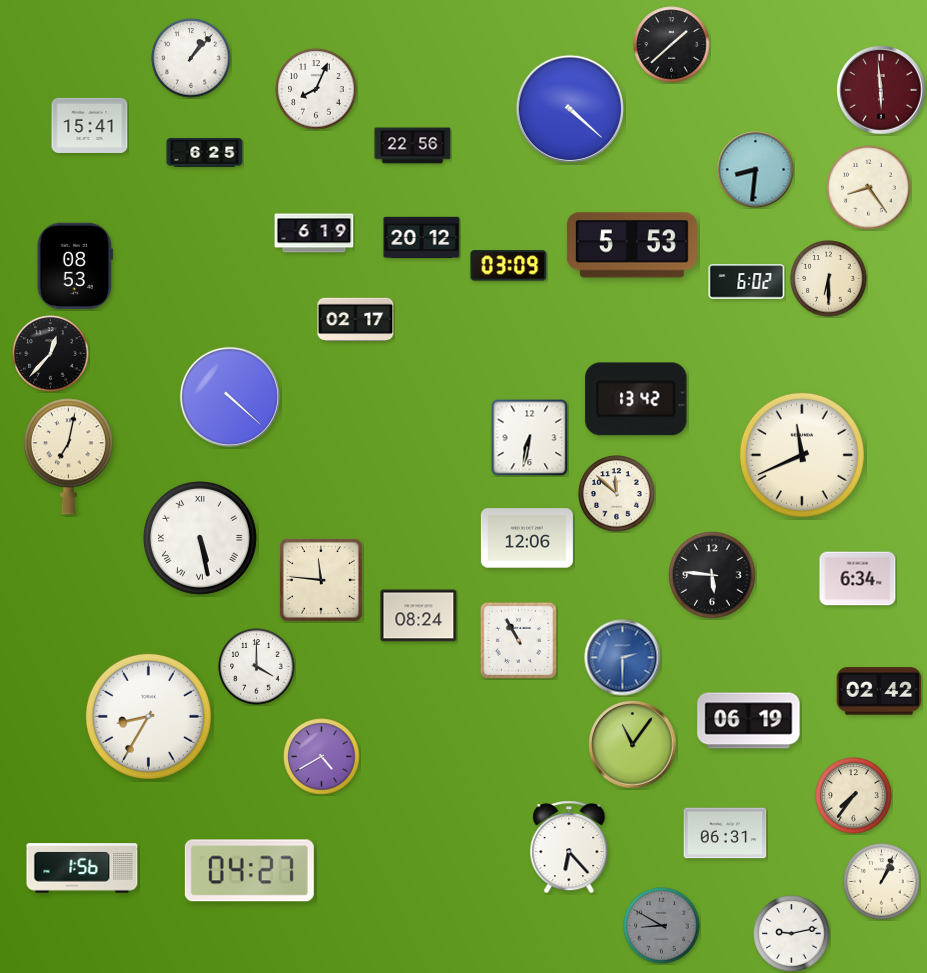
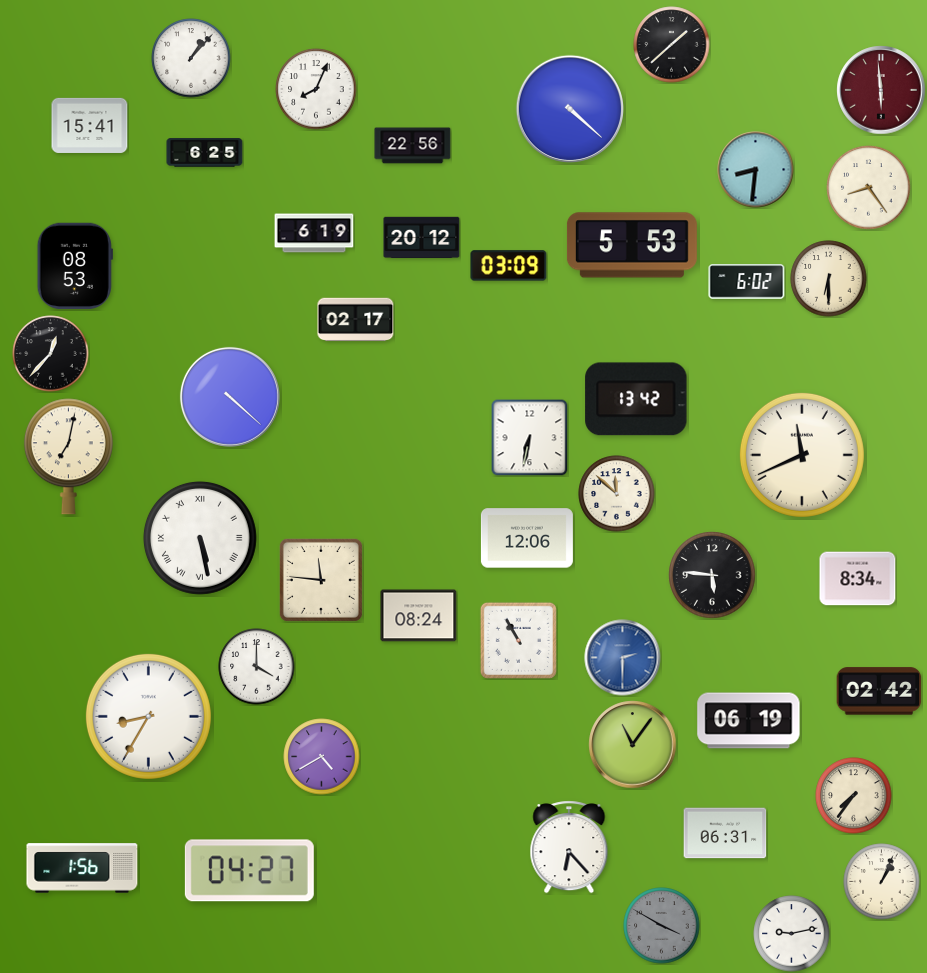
clock at (858, 579): 6:34 -> 8:34
clock at (662, 926): 8:50 -> 3:50
